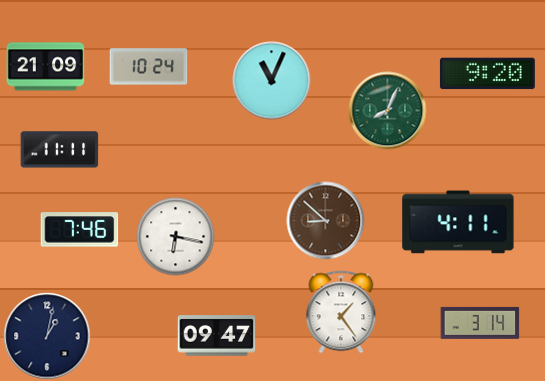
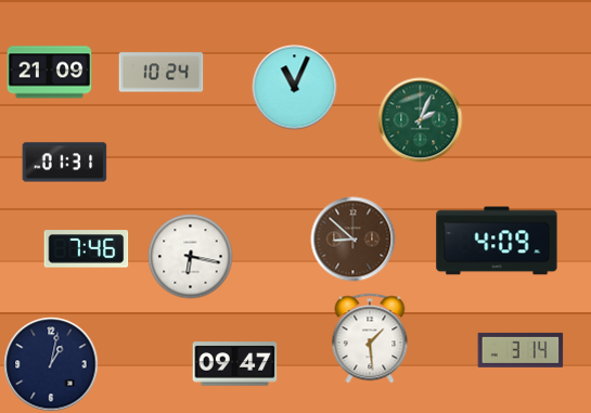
clock at (487, 74): 9:20 -> none
clock at (387, 110): 8:04 -> 2:04
clock at (59, 150): 11:11 -> 01:31
clock at (458, 222): 4:11 -> 4:09
clock at (341, 312): 1:24 -> 1:29
